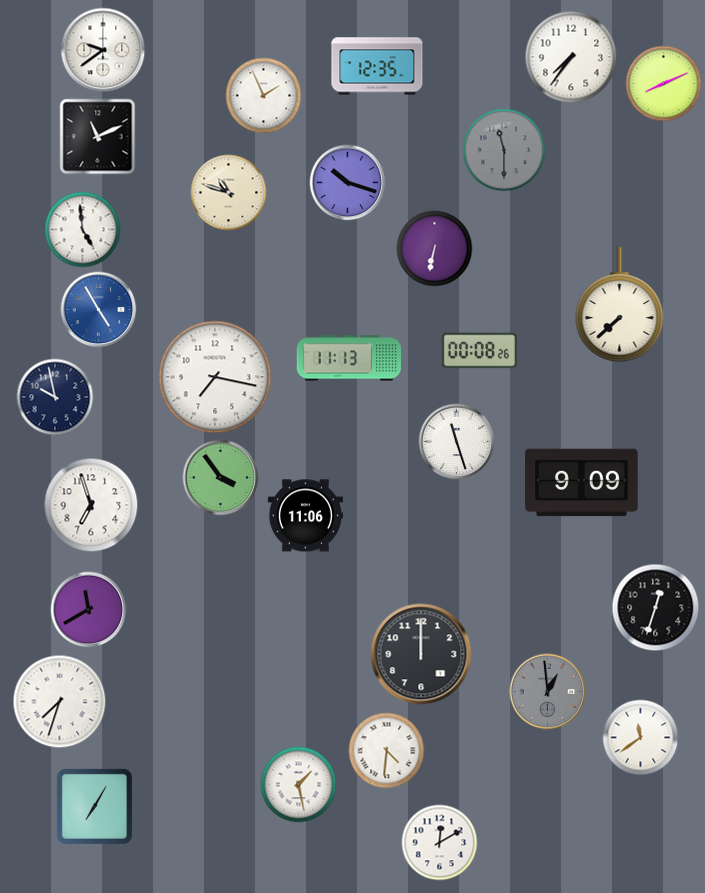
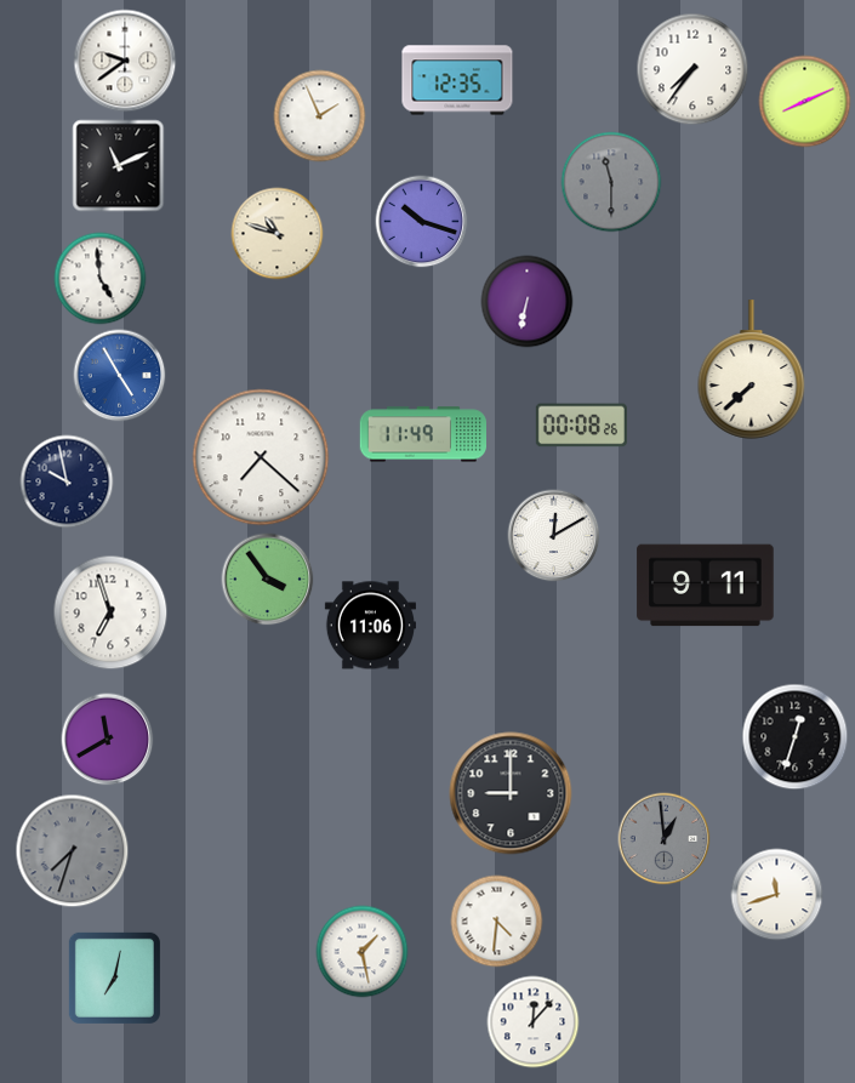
clock at (349, 358): 11:13 -> 11:49
clock at (215, 377): 7:17 -> 7:22
clock at (457, 442): 11:27 -> 12:10
clock at (582, 483): 9:09 -> 9:11
clock at (421, 654): 12:00 -> 9:00
clock at (60, 702) dial: white -> grey
clock at (641, 738): 11:39 -> 11:42
clock at (387, 751) position: (387, 751) -> (497, 922)
clock at (94, 806): 7:05 -> 7:02
clock at (440, 843): 12:10 -> 12:07
